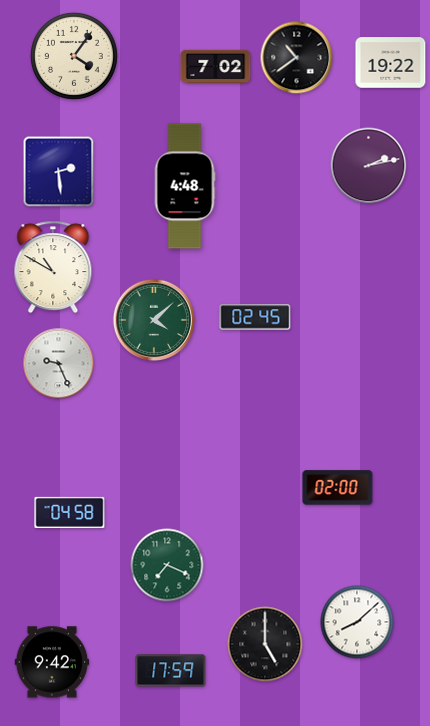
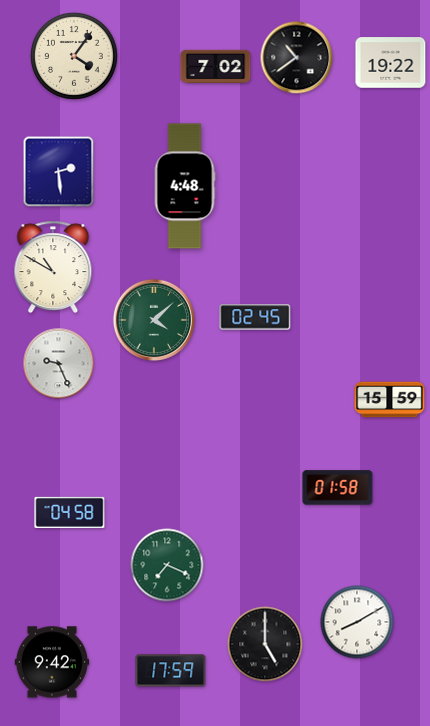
clock at (369, 166): 2:13 -> none
clock at (390, 400): none -> 15:59
clock at (338, 488): 02:00 -> 01:58
clock at (357, 622): 8:08 -> 8:10
